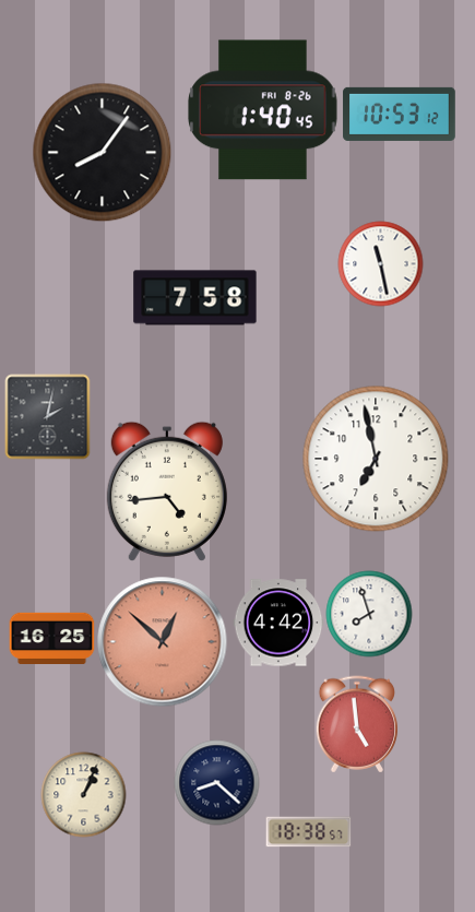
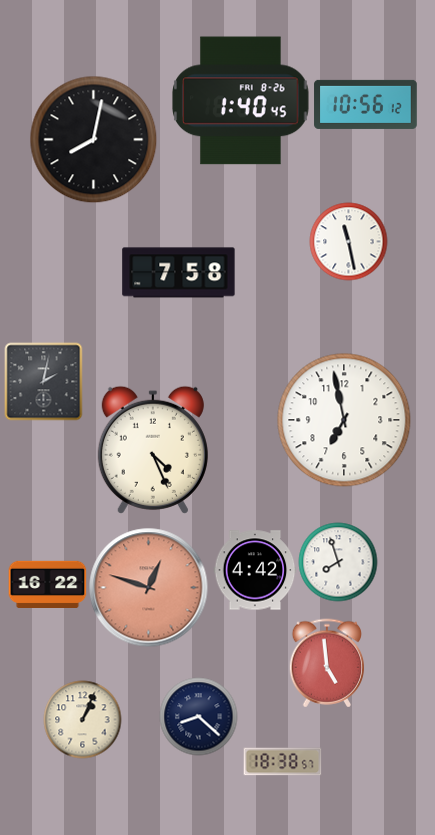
clock at (400, 114): 10:53 -> 10:56
clock at (102, 152): 8:06 -> 8:02
clock at (167, 491): 4:44 -> 4:26
clock at (51, 638): 16:25 -> 16:22
clock at (163, 642): 12:52 -> 12:48
clock at (83, 794) position: (83, 794) -> (82, 719)
